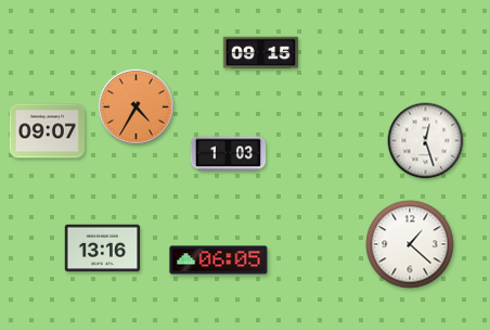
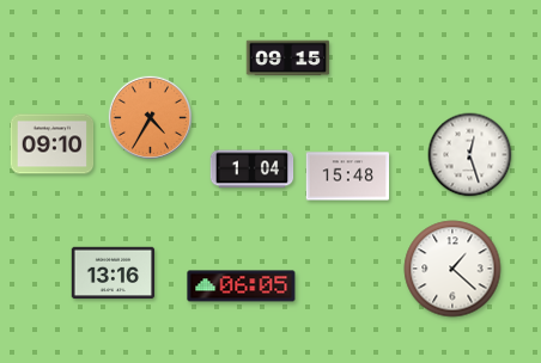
clock at (48, 131): 09:07 -> 09:10
clock at (229, 154): 1:03 -> 1:04
clock at (348, 177): none -> 15:48
